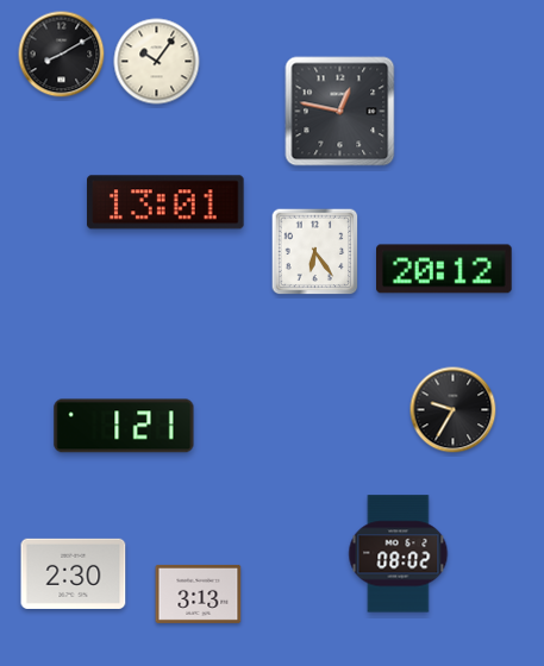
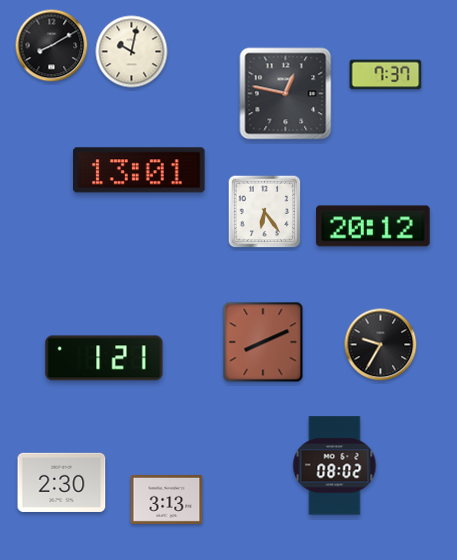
clock at (157, 62): 10:06 -> 10:02
clock at (386, 75): none -> 7:37
clock at (263, 342): none -> 8:11
